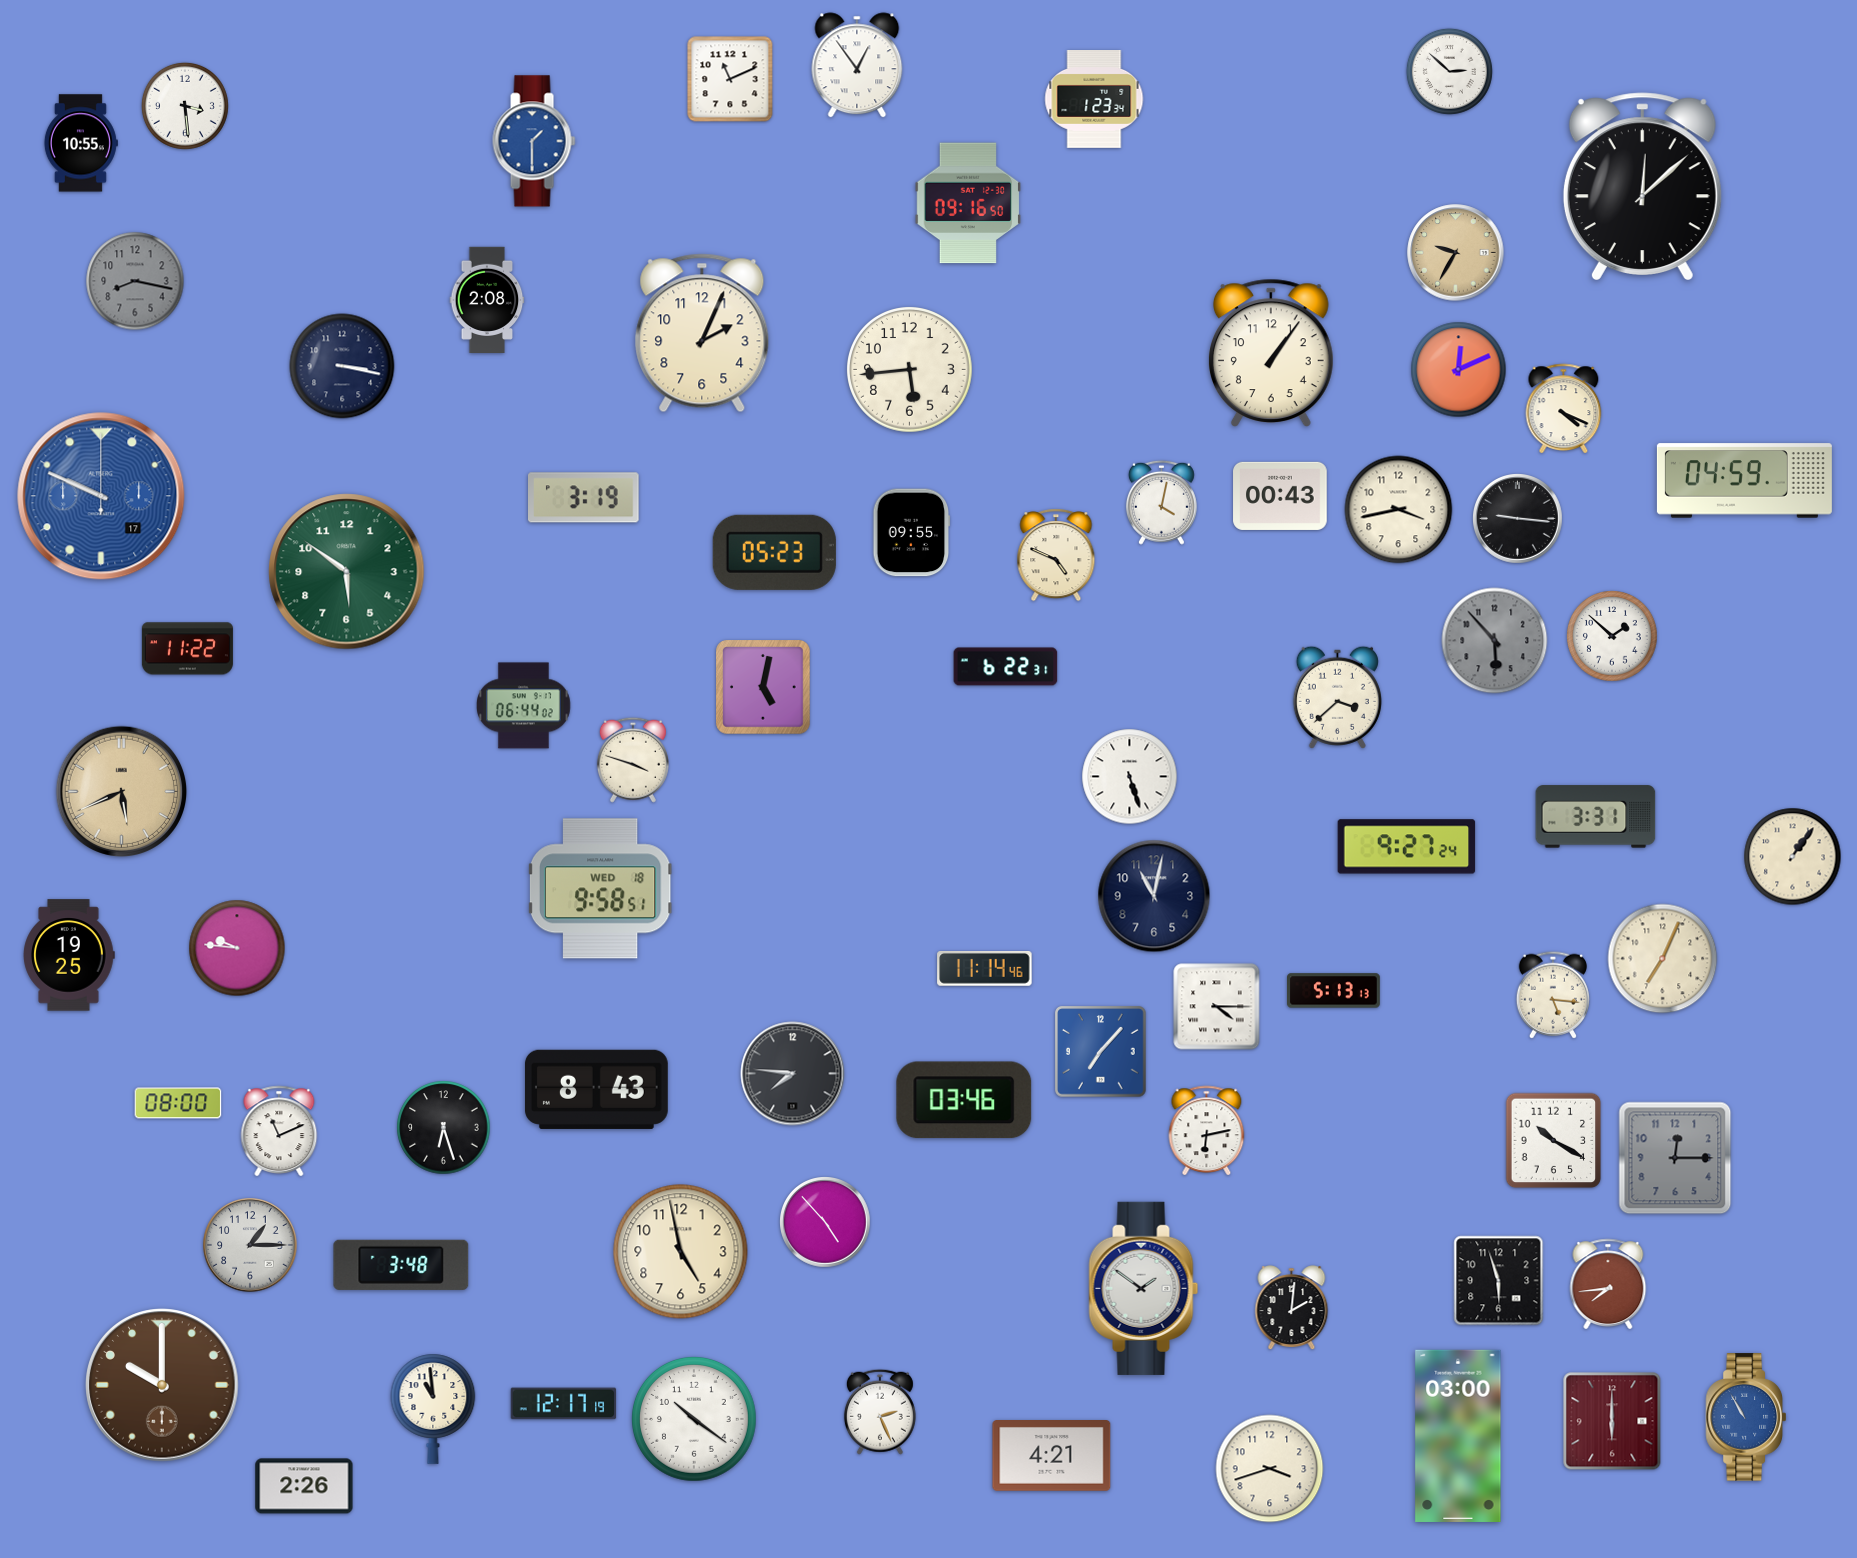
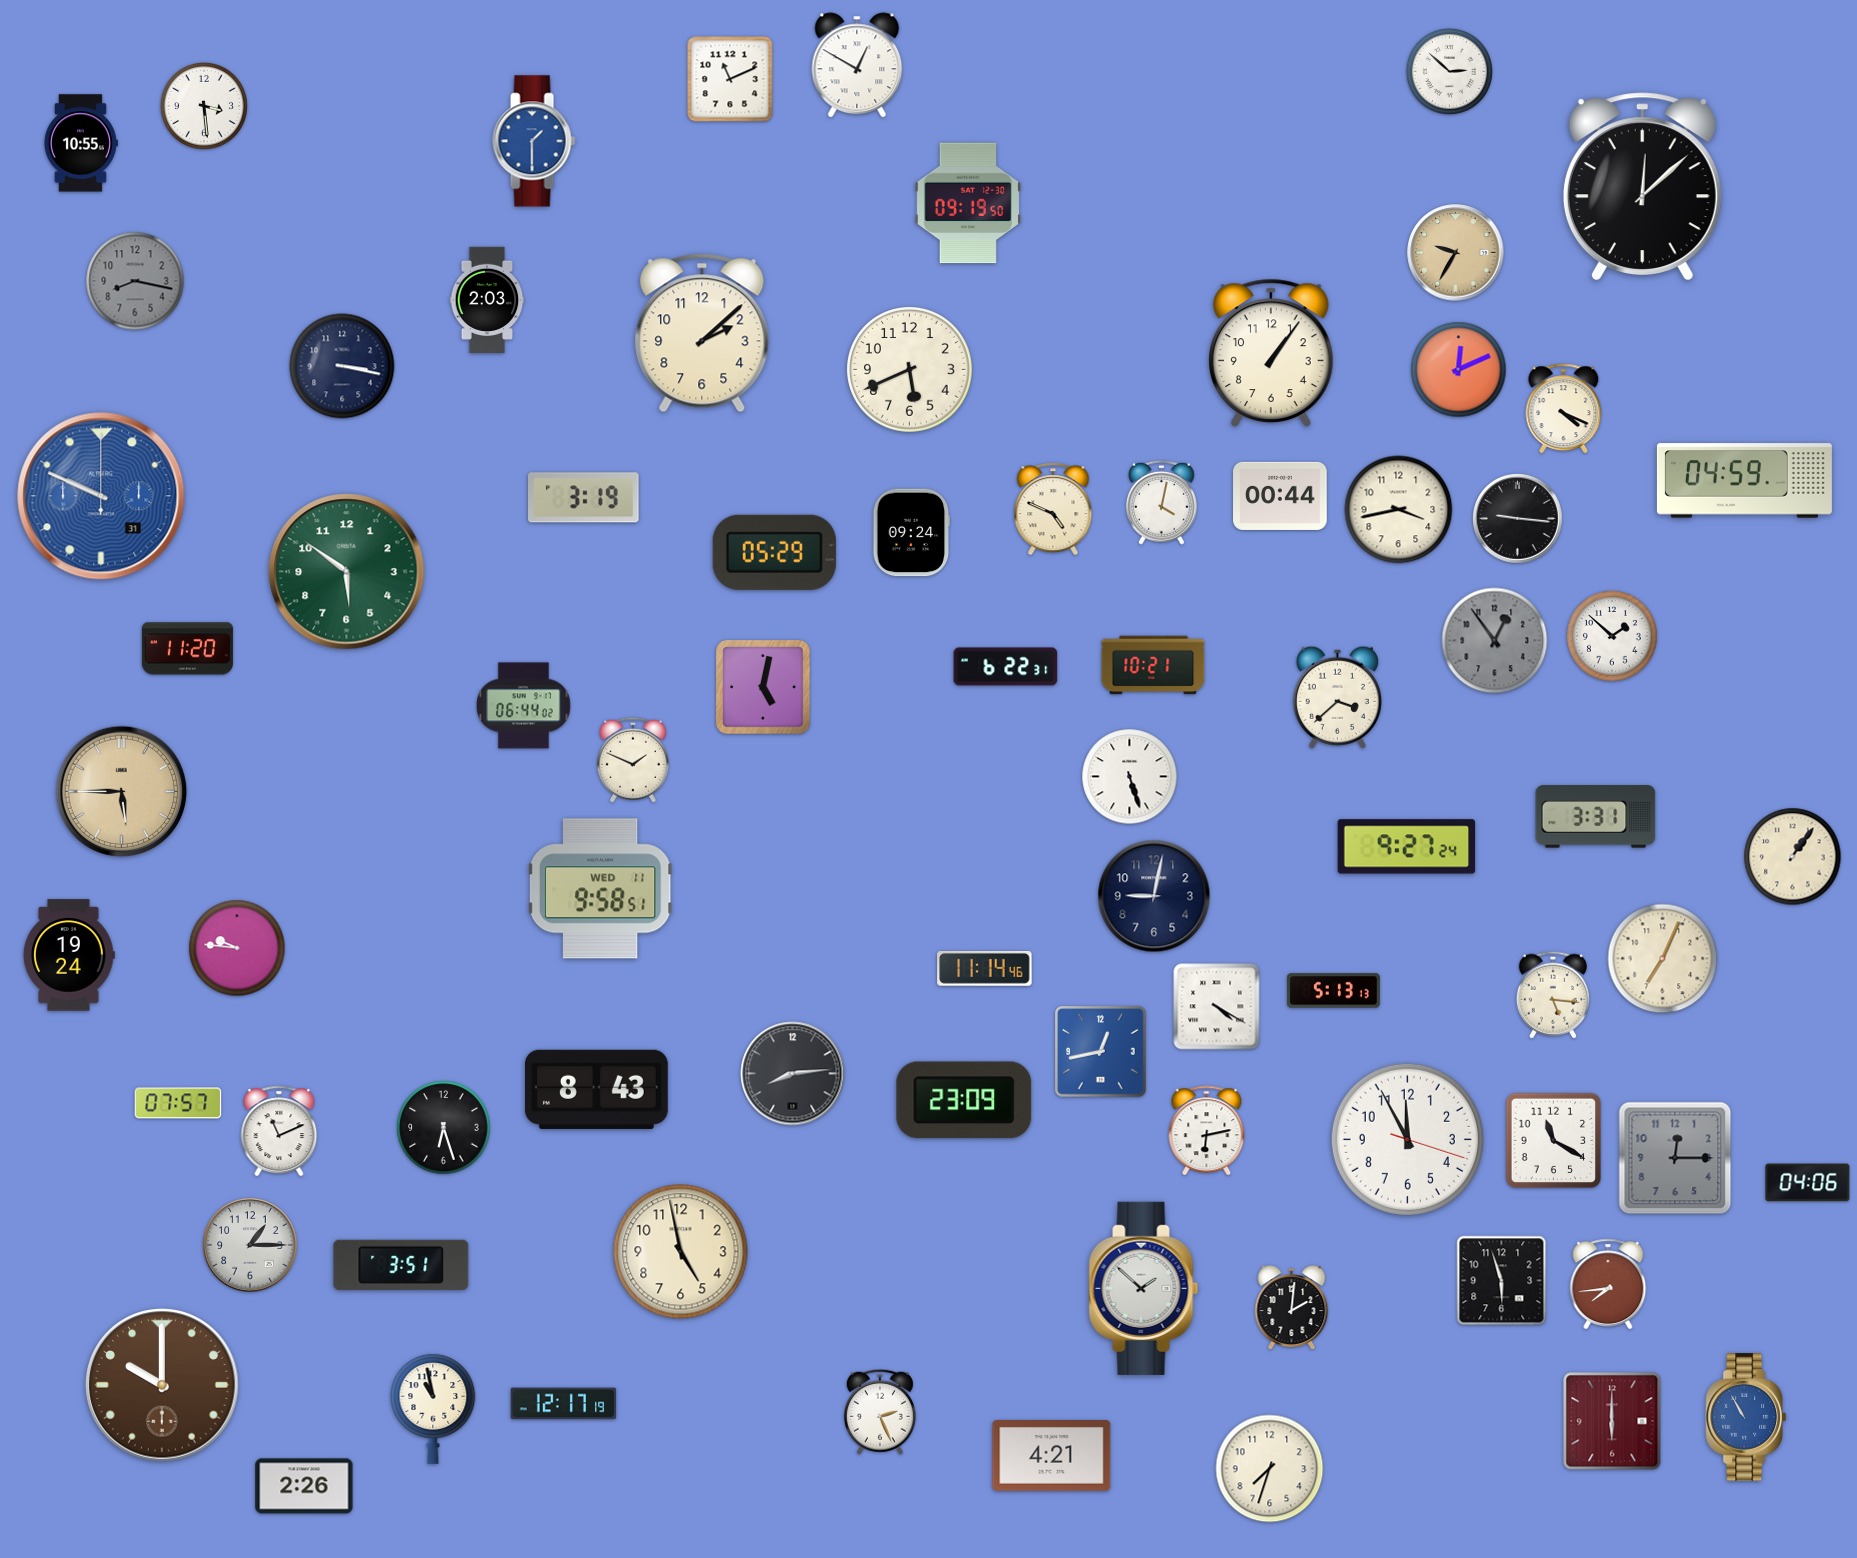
clock at (857, 65): 12:54 -> 12:50
clock at (1094, 100): 1:23 -> none
clock at (185, 106) position: (185, 106) -> (204, 106)
clock at (968, 203): 09:16 -> 09:19
clock at (487, 299): 2:08 -> 2:03
clock at (702, 333): 2:04 -> 2:08
clock at (910, 370): 5:44 -> 5:41
clock at (101, 496) date: 17 -> 31
clock at (1280, 496): 00:43 -> 00:44
clock at (912, 533): 09:55 -> 09:24
clock at (774, 552): 05:23 -> 05:29
clock at (1056, 555) position: (1056, 555) -> (1053, 509)
clock at (1495, 641): 5:53 -> 12:54
clock at (187, 649): 11:22 -> 11:20
clock at (1153, 665): none -> 10:21
clock at (633, 760): 3:48 -> 1:49
clock at (122, 792): 5:41 -> 5:45
clock at (601, 889) date: WED 18 -> WED 11
clock at (1154, 896): 11:02 -> 9:02
clock at (69, 955): 19:25 -> 19:24
clock at (1217, 1007): 4:15 -> 4:20
clock at (1101, 1052): 7:07 -> 12:43
clock at (793, 1074): 7:46 -> 8:14
clock at (964, 1100): 03:46 -> 23:09
clock at (178, 1103): 08:00 -> 07:57
clock at (1407, 1139): none -> 11:55
clock at (1554, 1141): 10:20 -> 11:20
clock at (1808, 1183): none -> 04:06
clock at (826, 1223): 4:53 -> none
clock at (401, 1265): 3:48 -> 3:51
clock at (1499, 1281) position: (1499, 1281) -> (1502, 1281)
clock at (1144, 1288): 1:51 -> 1:52
clock at (433, 1409): 10:59 -> 10:58
clock at (694, 1419): 10:21 -> none
clock at (1458, 1436): 03:00 -> none
clock at (1270, 1469): 3:42 -> 7:33
